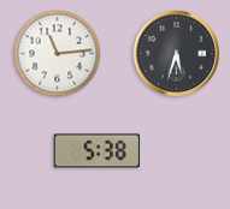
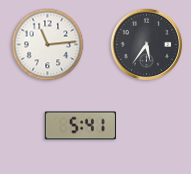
clock at (177, 54): 5:33 -> 5:36
clock at (96, 151): 5:38 -> 5:41
